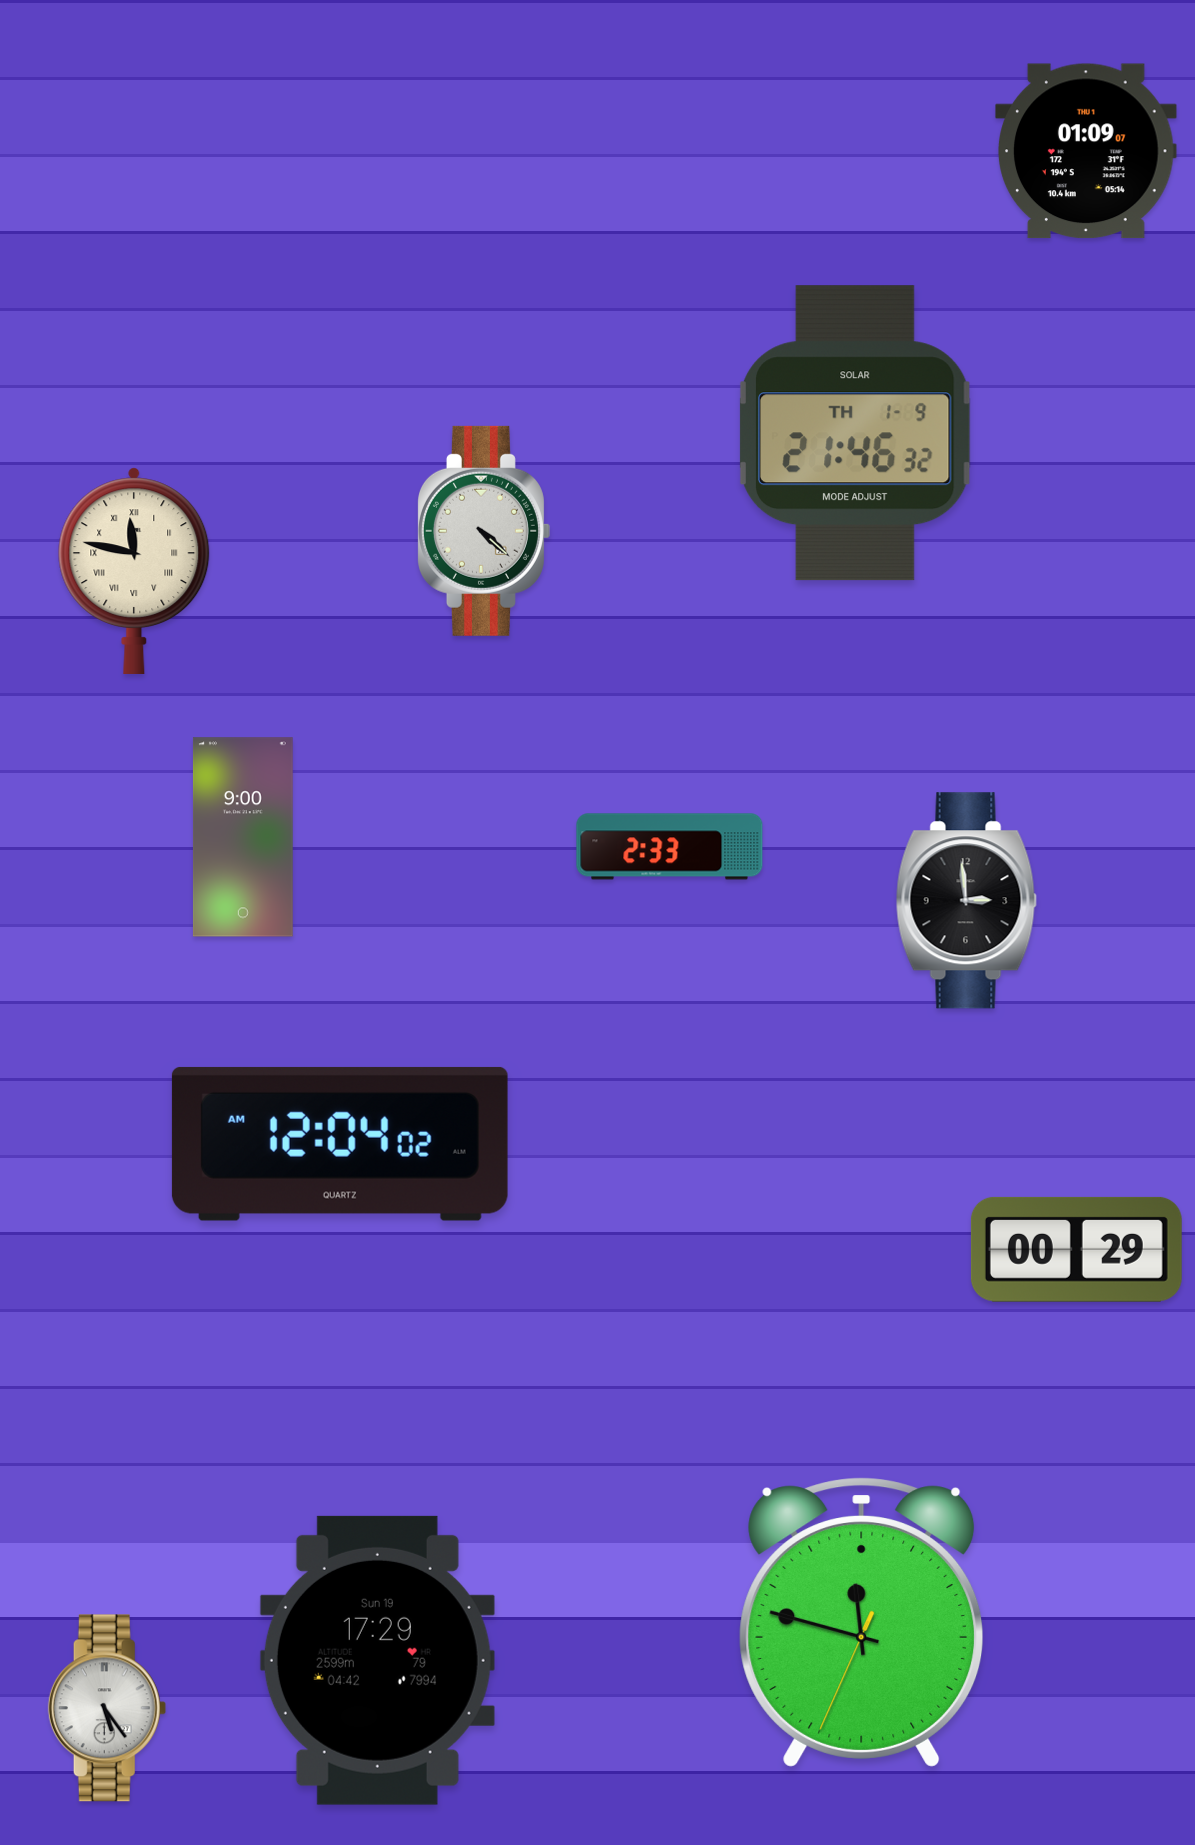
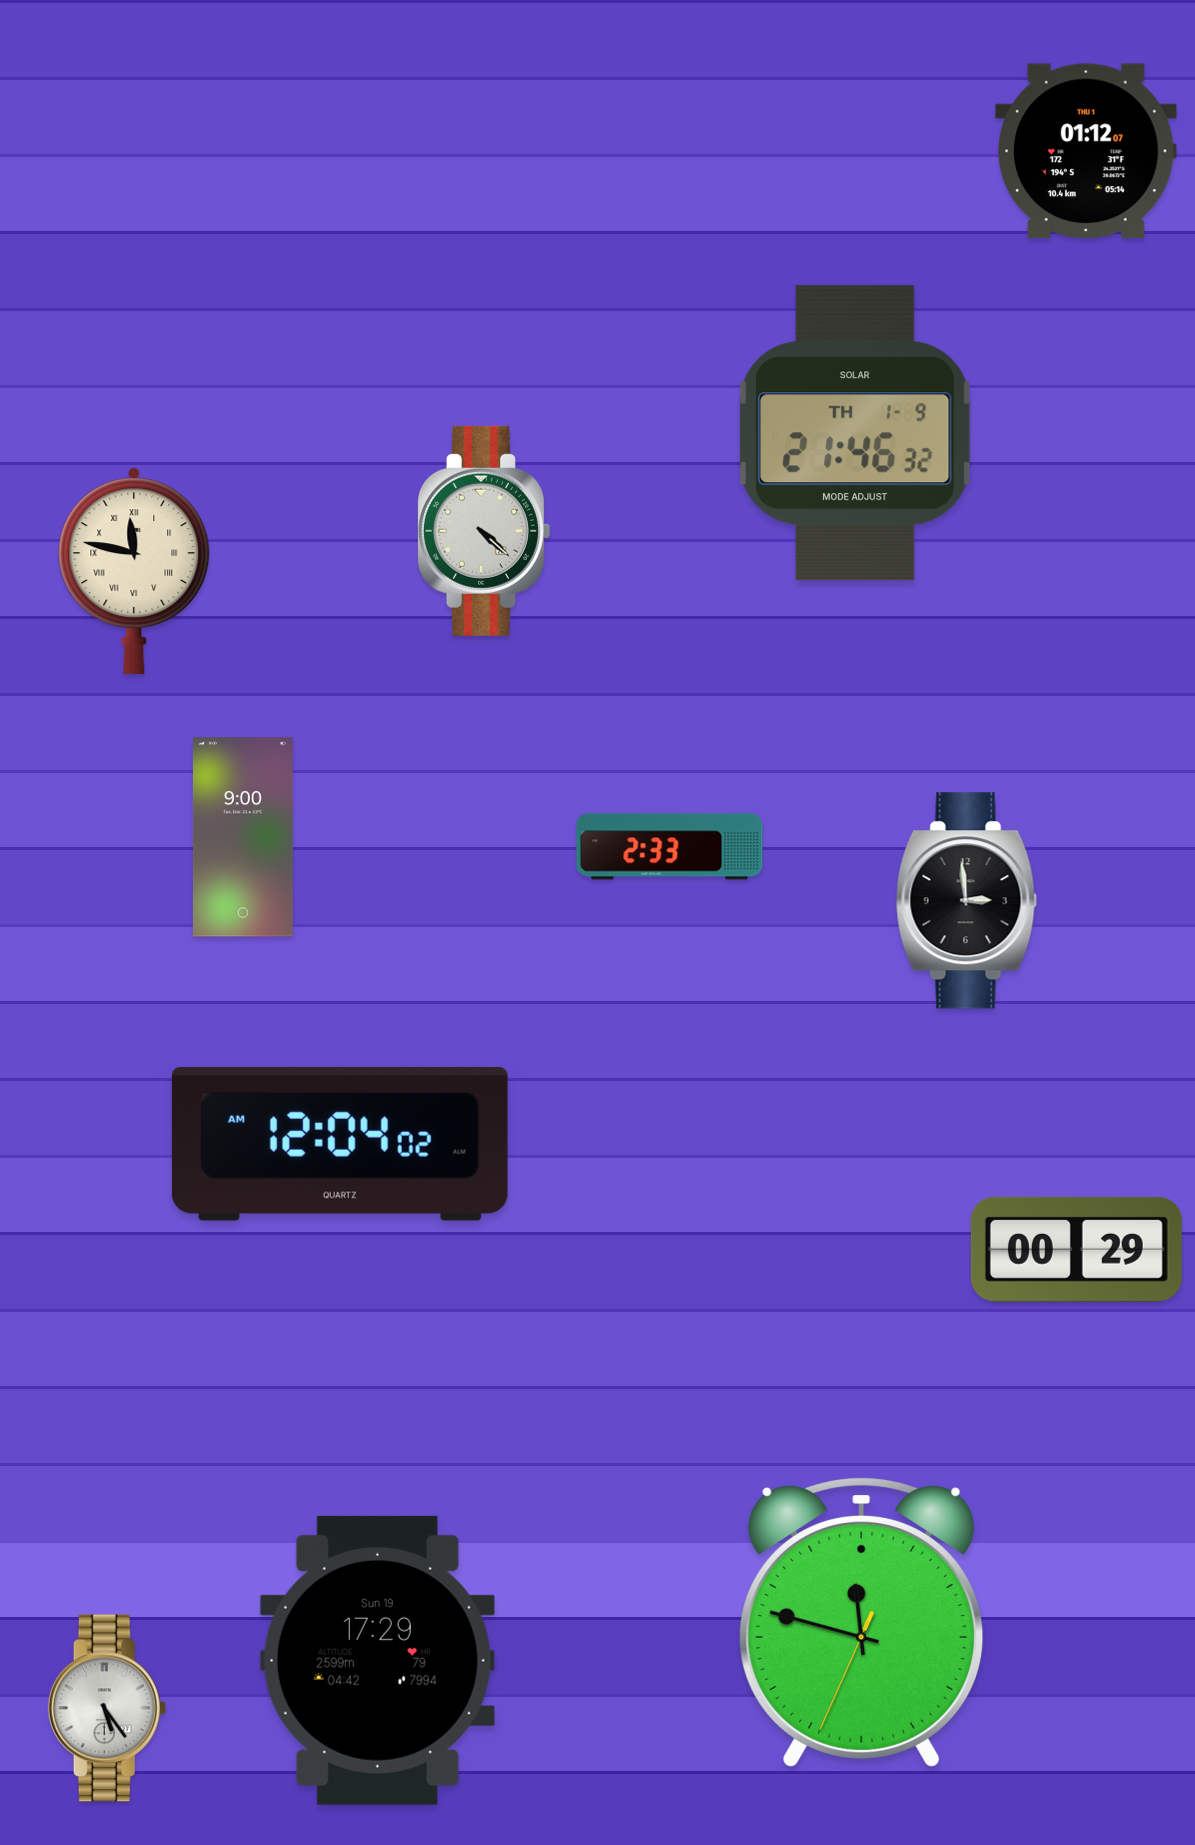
clock at (1087, 151): 01:09 -> 01:12
